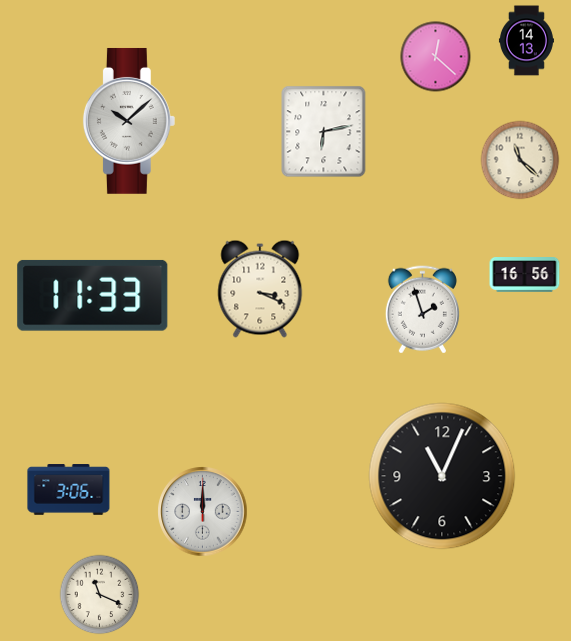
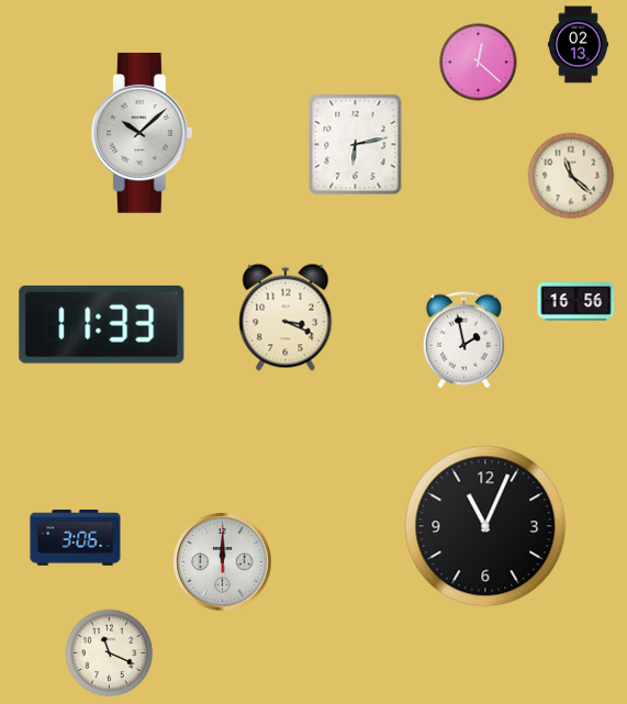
clock at (526, 41): 14:13 -> 02:13
clock at (422, 310): 1:57 -> 1:58
clock at (442, 476) position: (442, 476) -> (485, 526)
